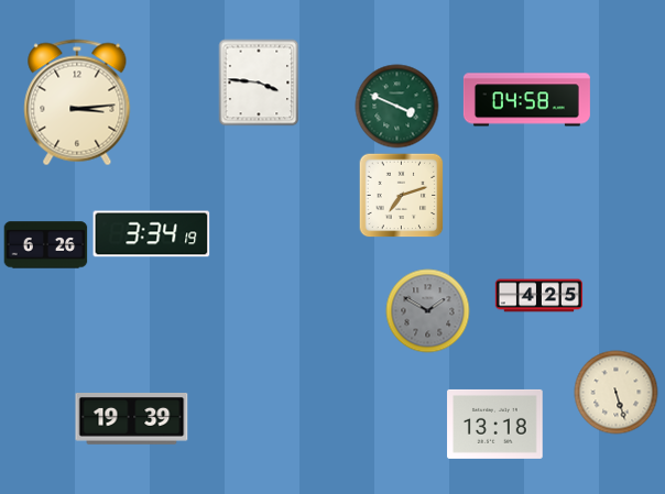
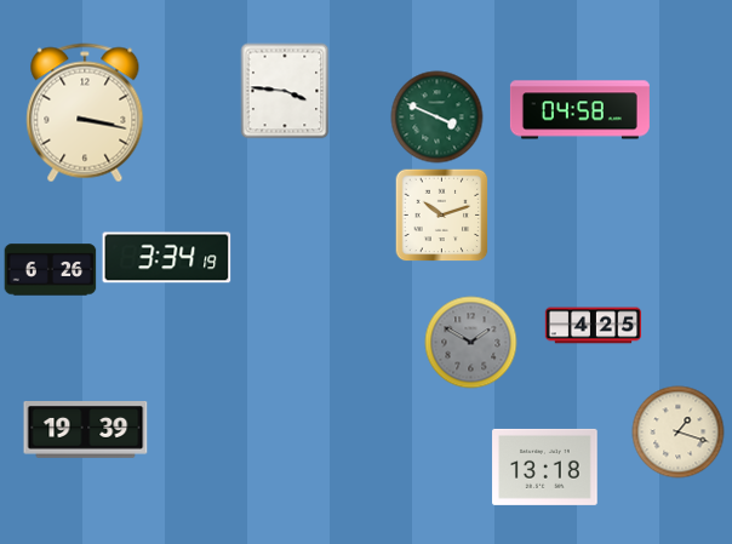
clock at (77, 102): 3:14 -> 3:17
clock at (401, 195): 7:12 -> 10:12
clock at (617, 393): 5:27 -> 1:18
clock at (132, 419) position: (132, 419) -> (86, 430)
